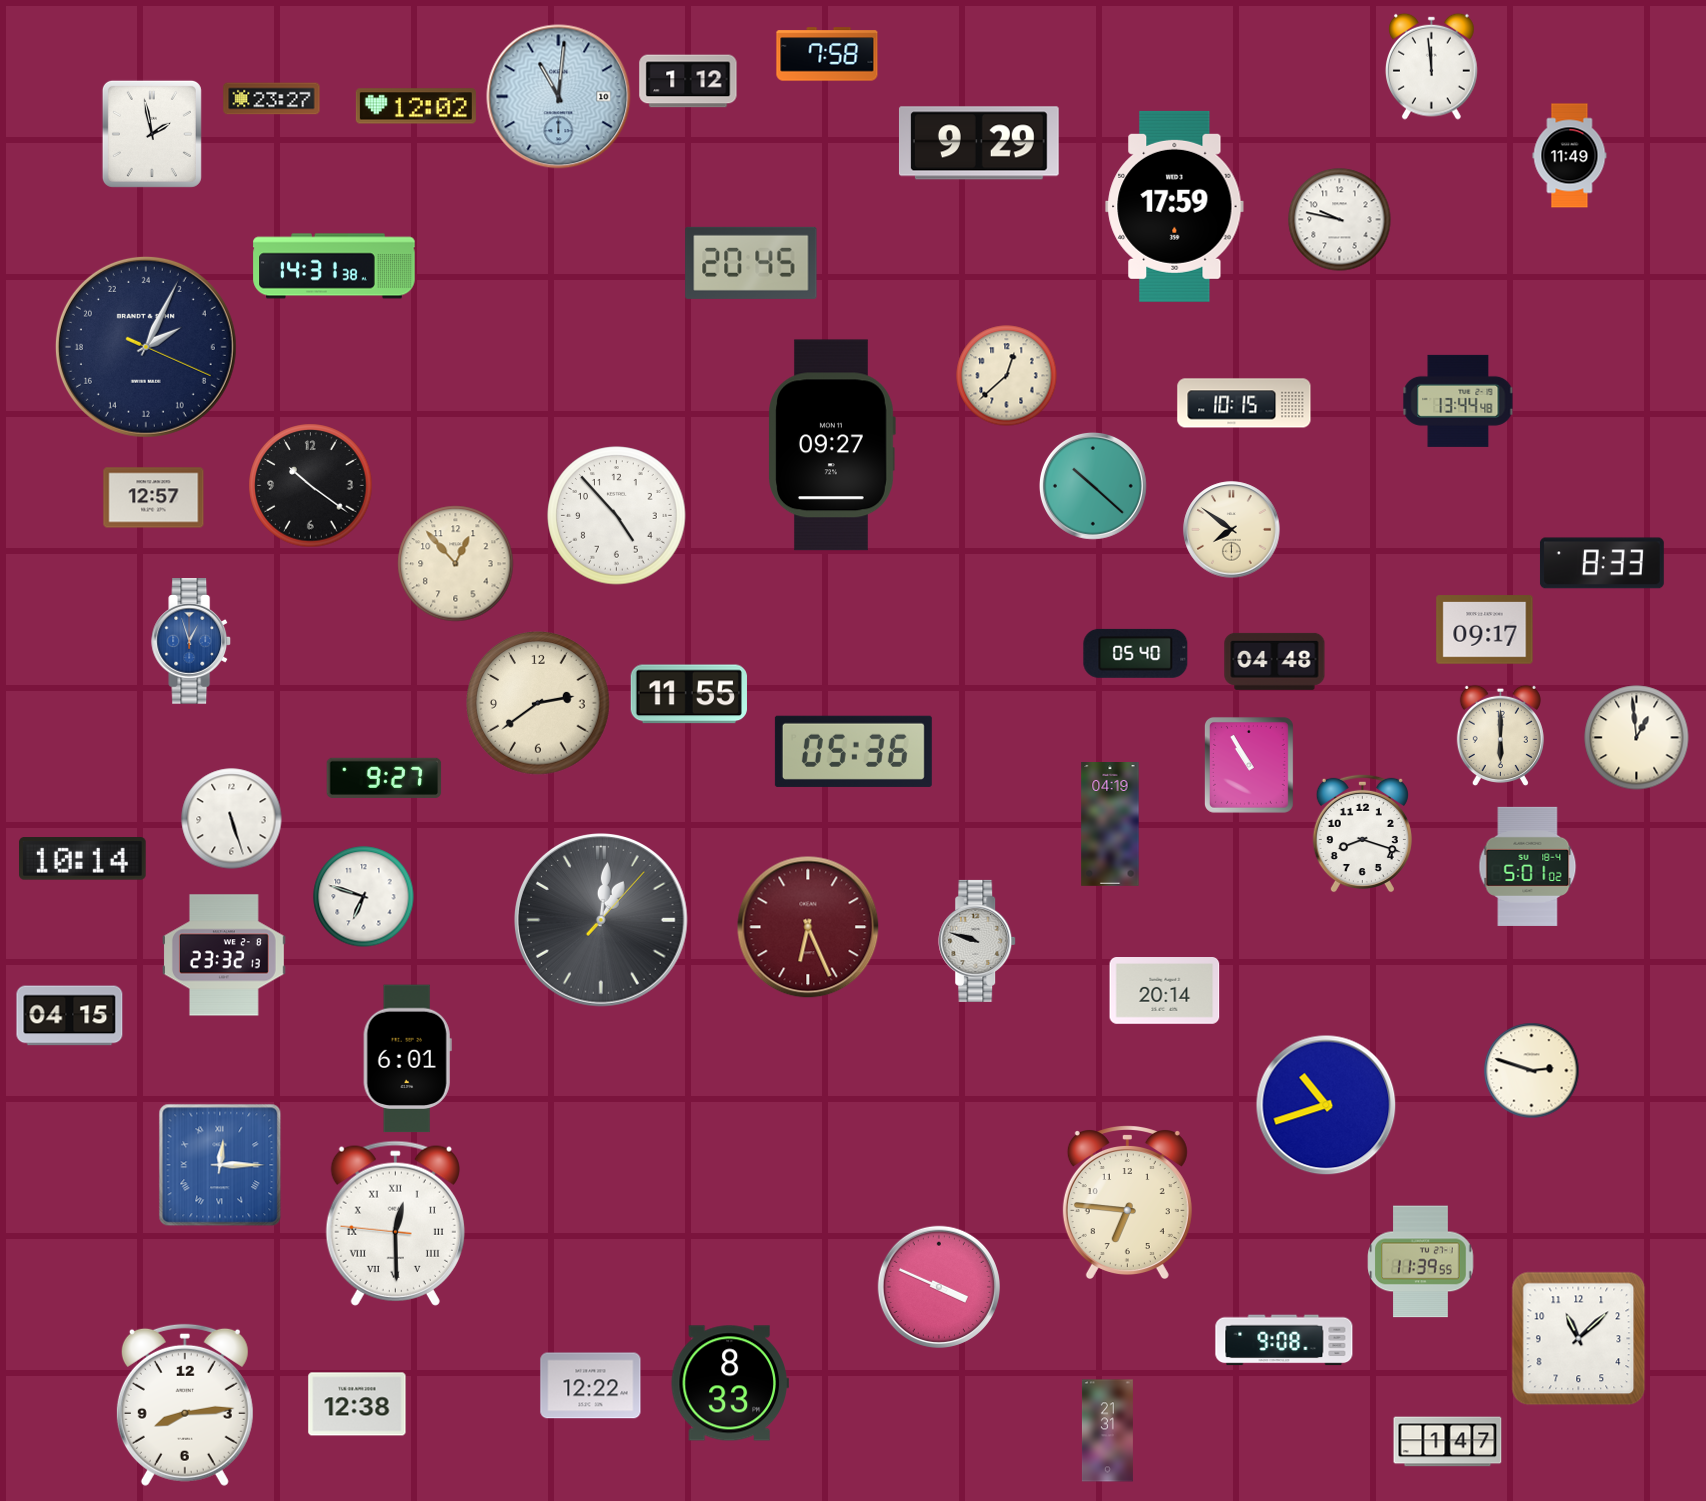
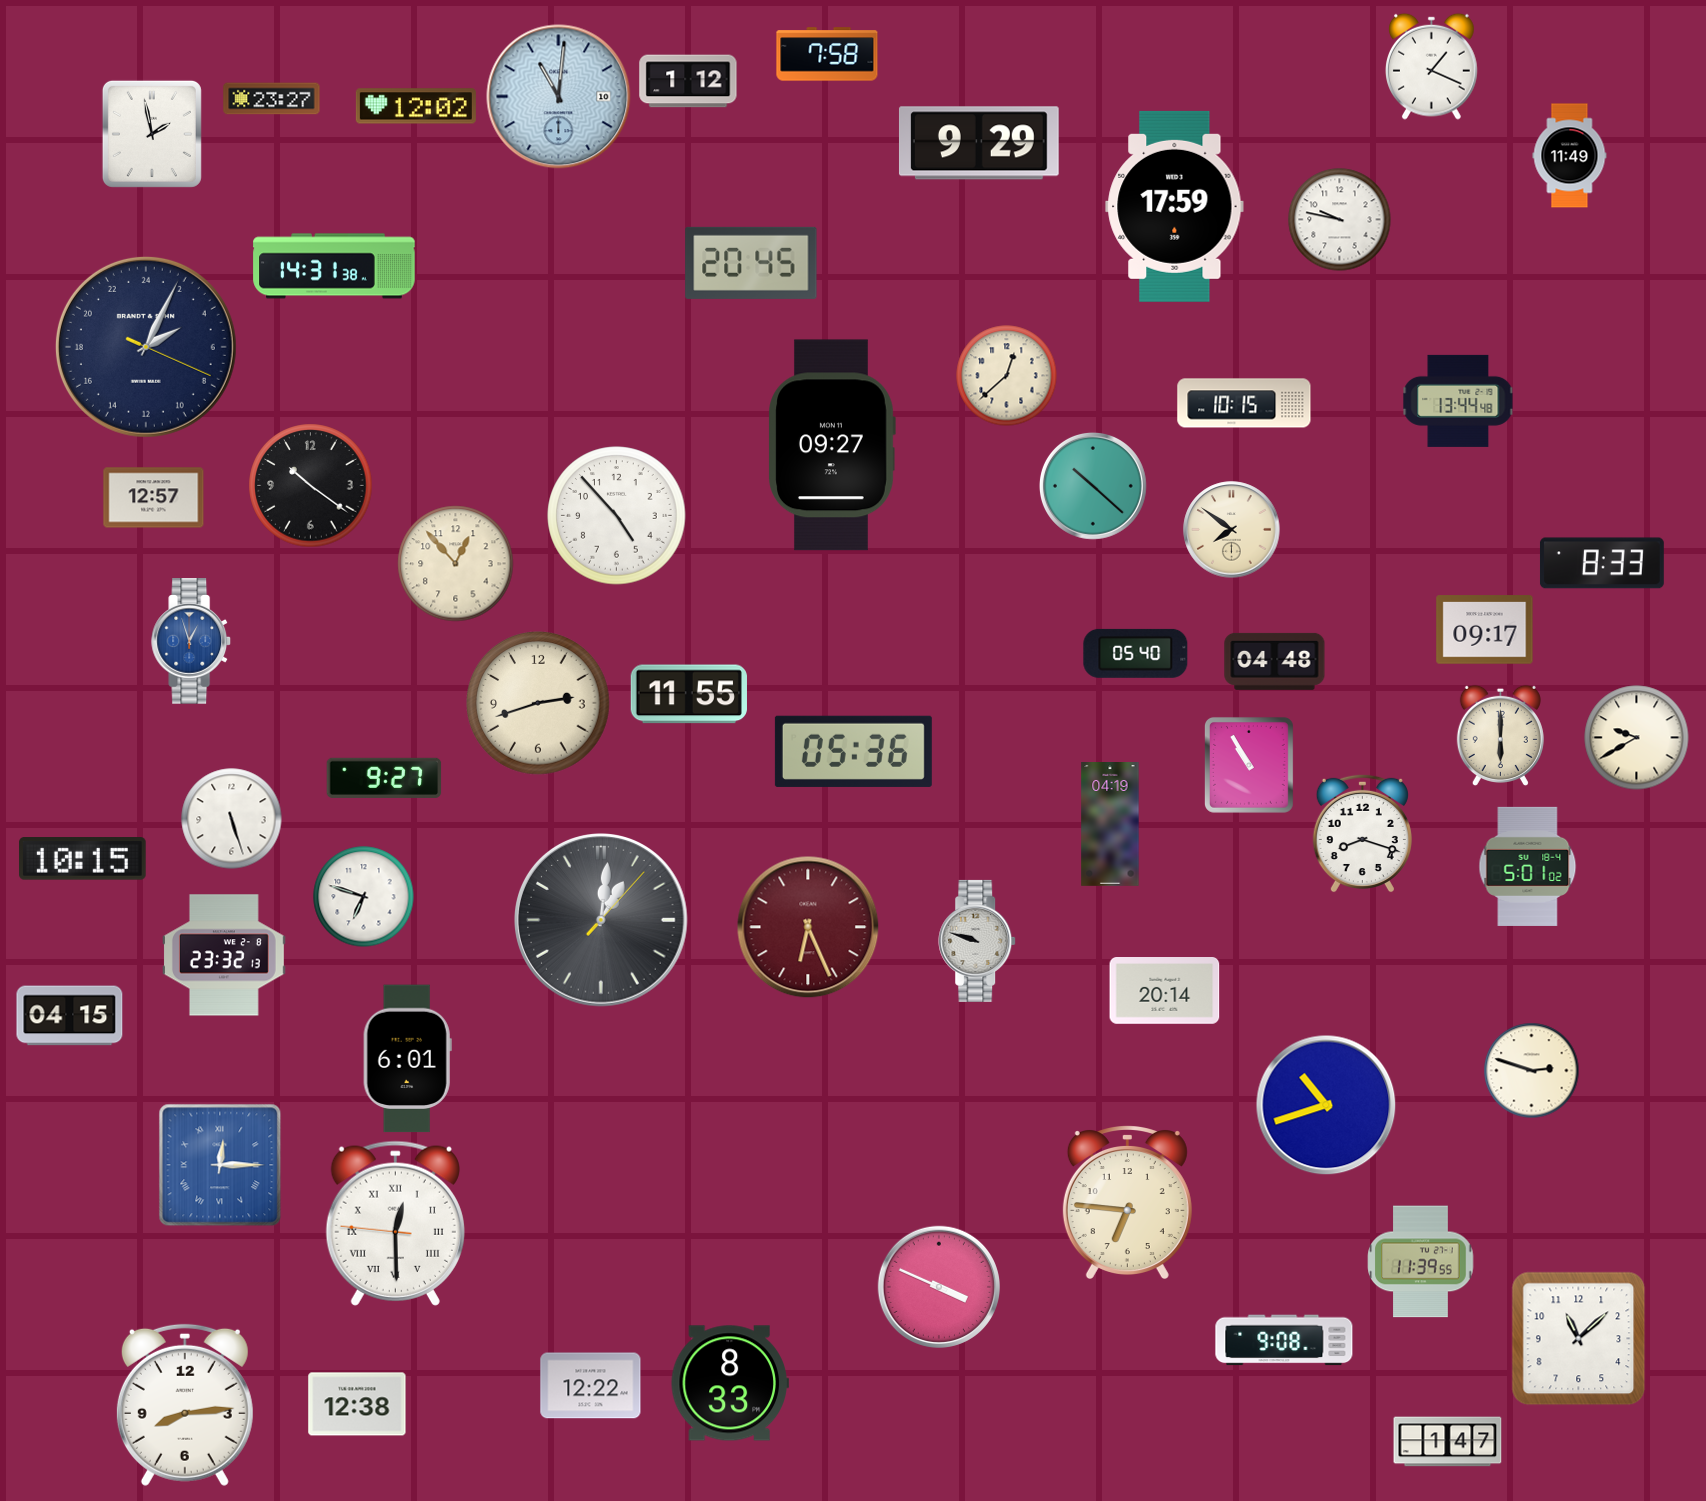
clock at (1432, 66): 11:59 -> 1:19
clock at (538, 703): 2:39 -> 2:42
clock at (1637, 738): 12:59 -> 9:40
clock at (83, 859): 10:14 -> 10:15
clock at (1107, 1431): 21:31 -> none
